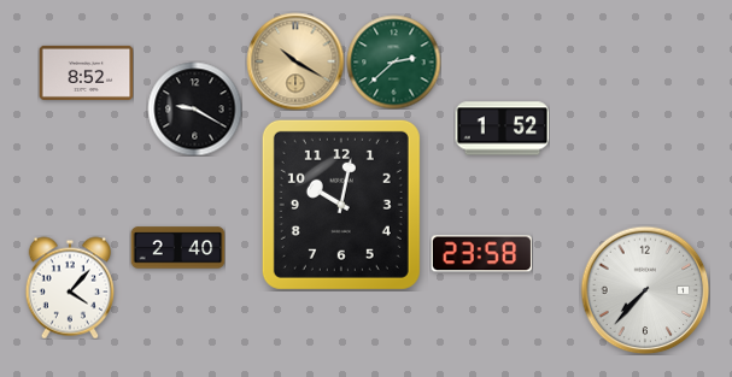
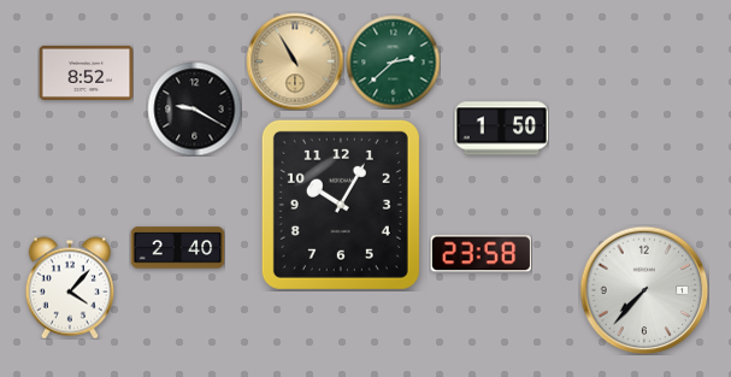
clock at (295, 61): 10:20 -> 10:55
clock at (502, 129): 1:52 -> 1:50
clock at (341, 205): 10:02 -> 10:05
